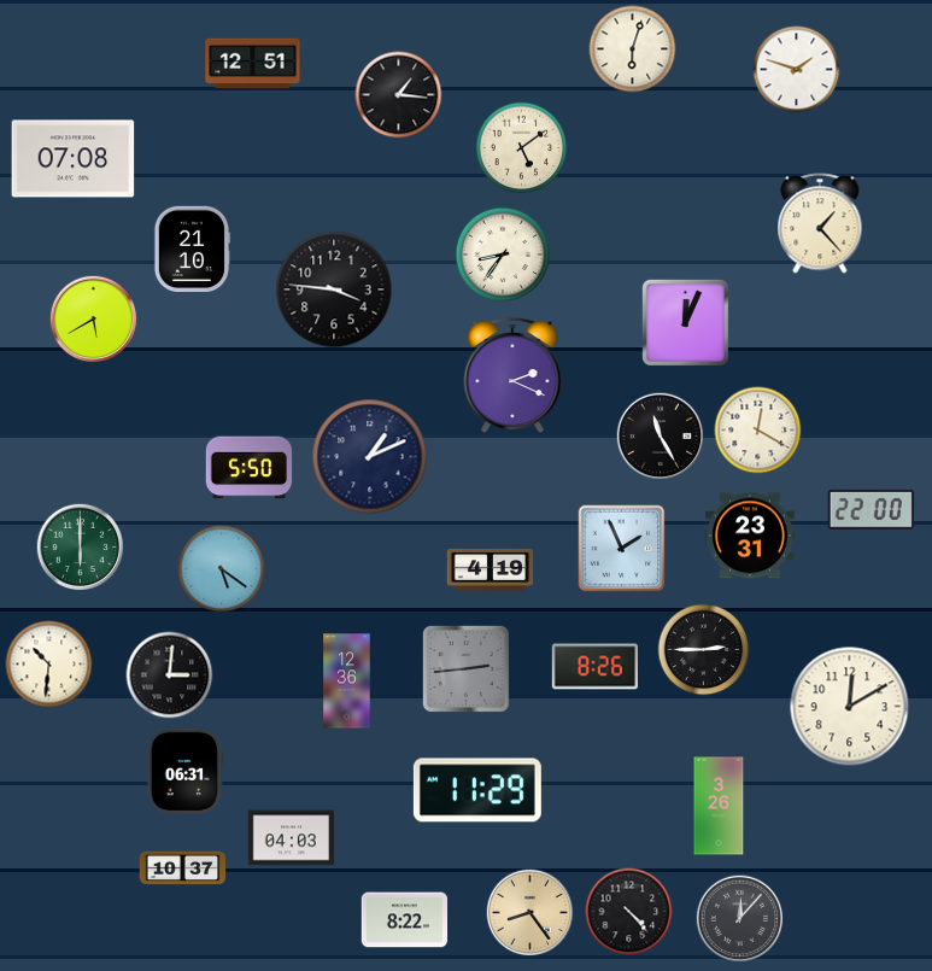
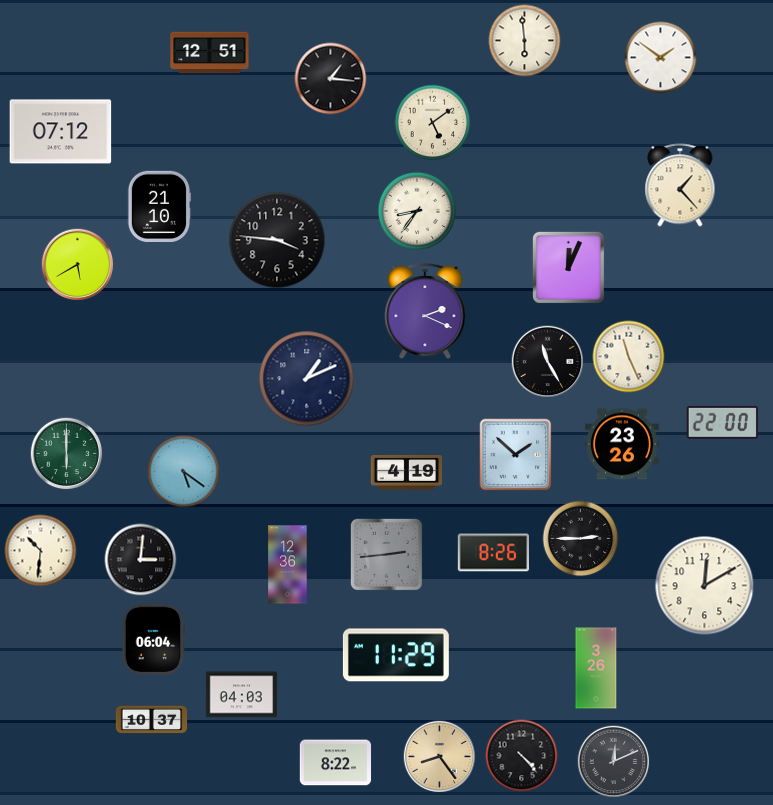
clock at (633, 49): 6:03 -> 5:59
clock at (797, 70): 1:48 -> 1:51
clock at (74, 159): 07:08 -> 07:12
clock at (758, 431): 12:20 -> 11:26
clock at (250, 468): 5:50 -> none
clock at (750, 536): 23:31 -> 23:26
clock at (622, 549): 1:56 -> 1:52
clock at (704, 650) position: (704, 650) -> (581, 539)
clock at (184, 771): 06:31 -> 06:04
clock at (740, 919): 12:07 -> 12:11
